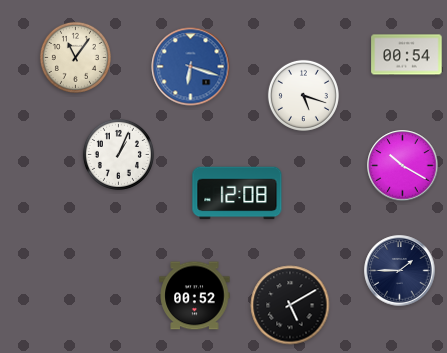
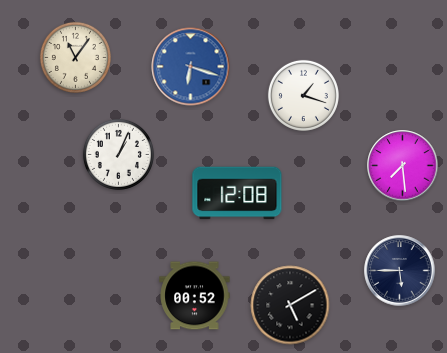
clock at (407, 55): 00:54 -> none
clock at (303, 95): 5:18 -> 1:18
clock at (403, 166): 10:20 -> 7:29
clock at (400, 271): 1:45 -> 5:45
